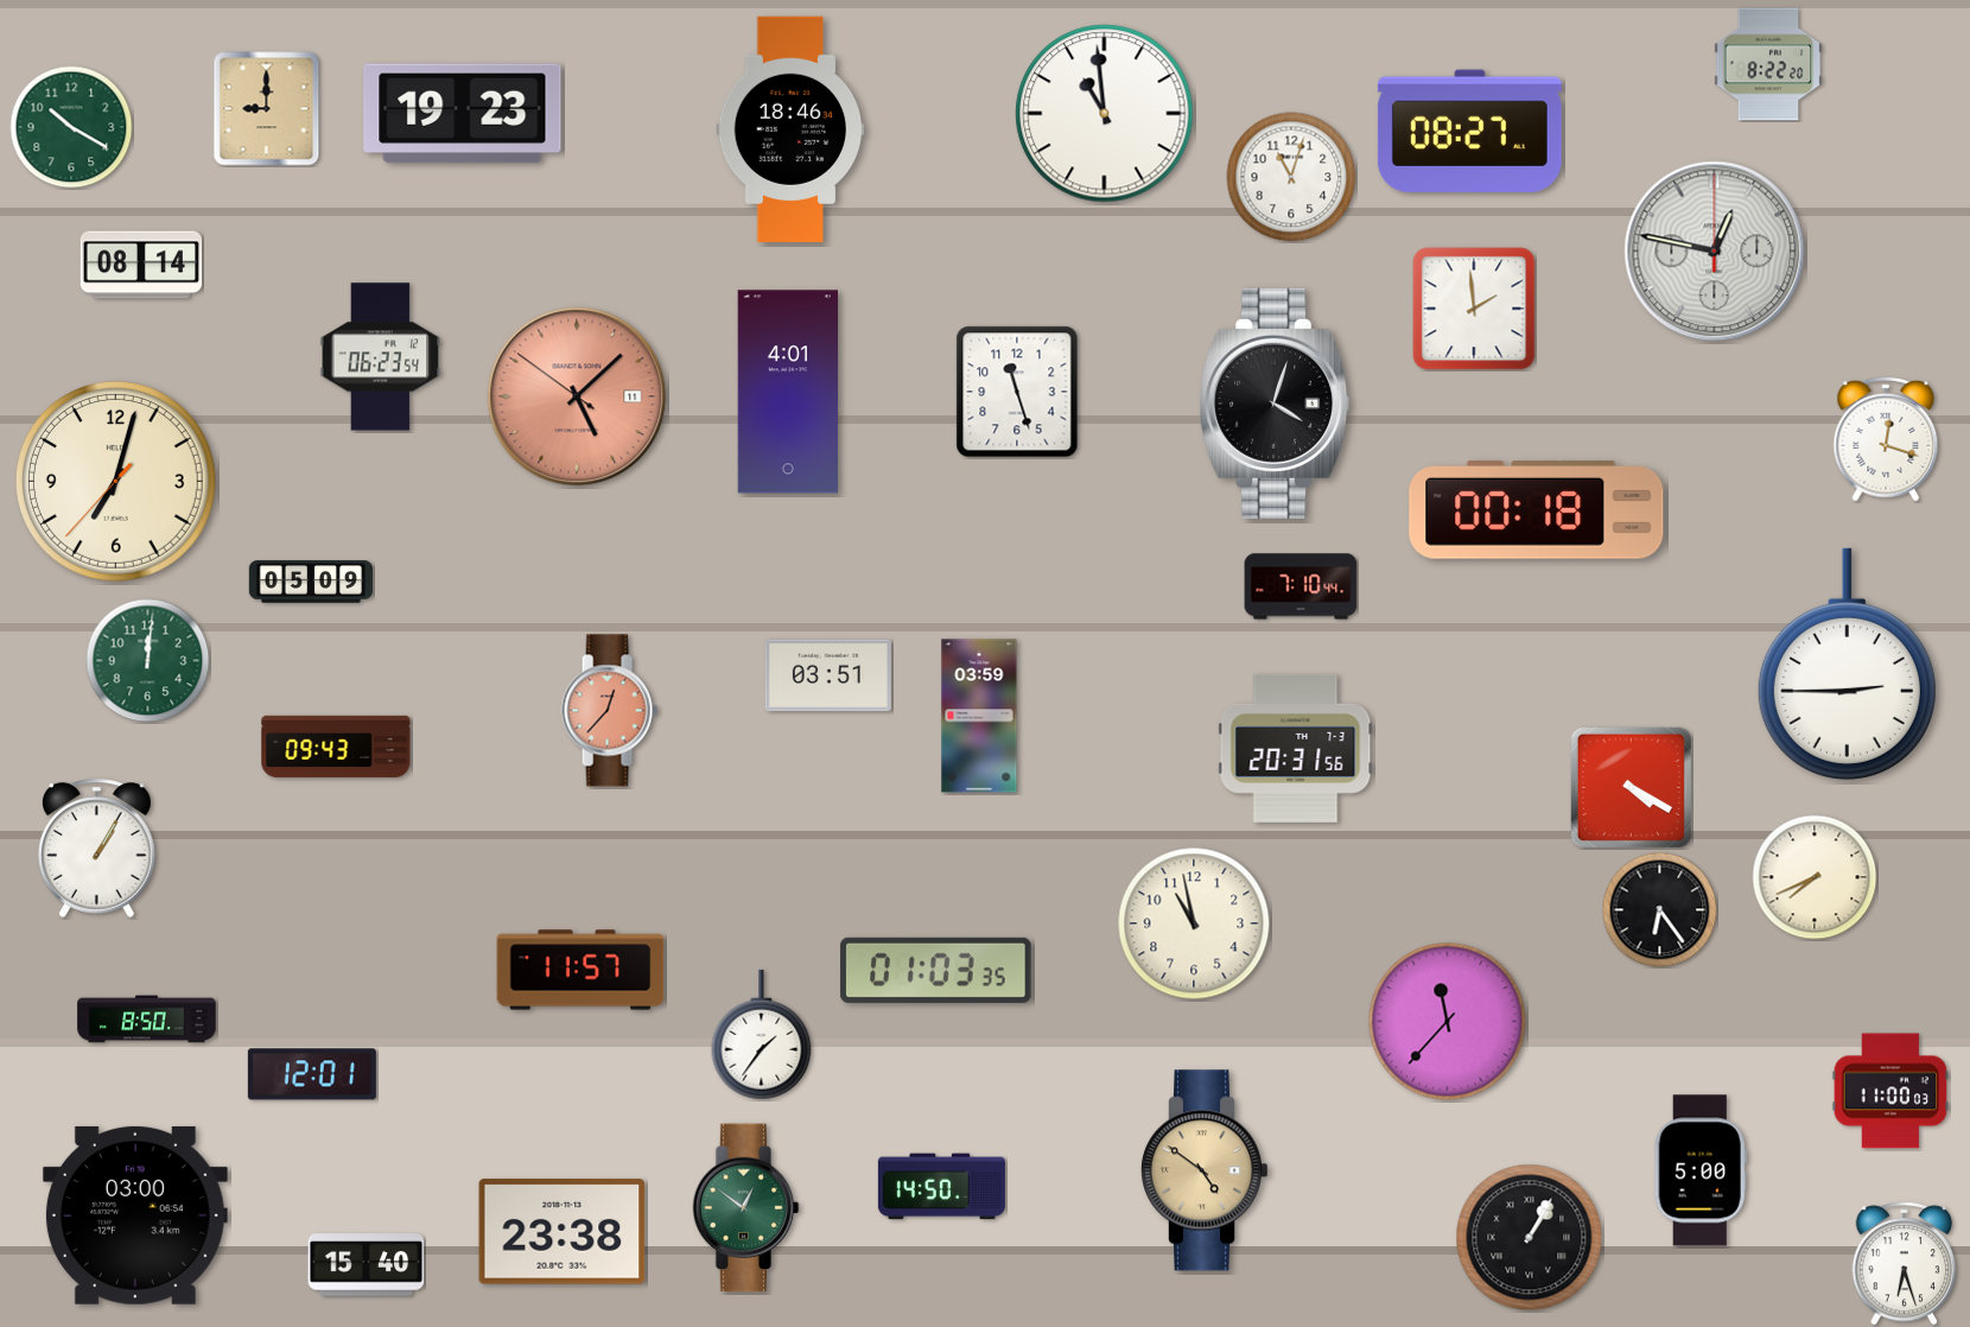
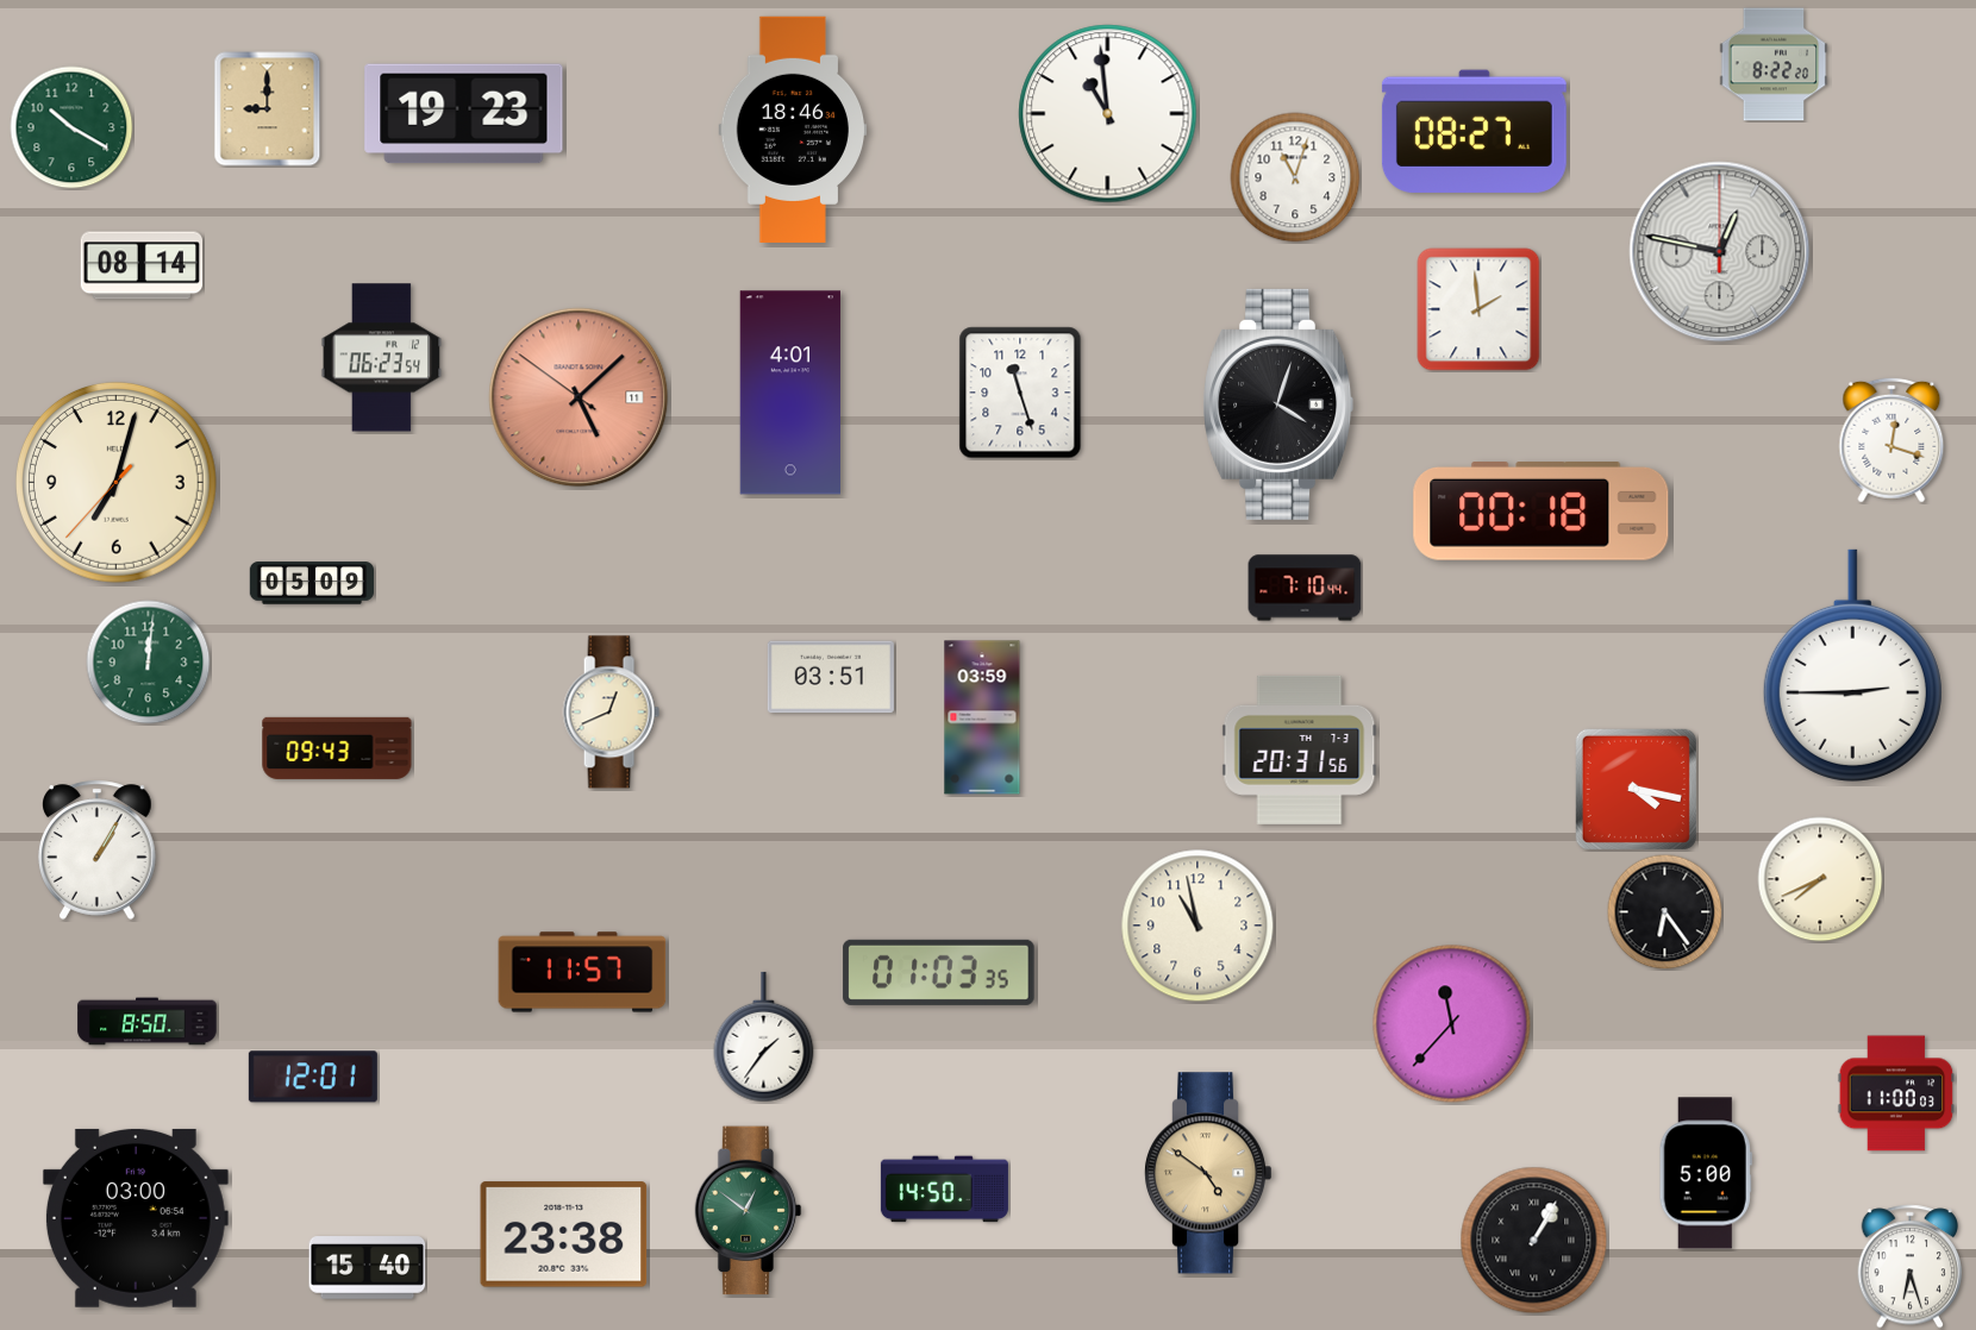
clock at (609, 711): 12:37 -> 12:41
clock at (609, 711) dial: salmon -> cream
clock at (1631, 787): 4:20 -> 4:17
